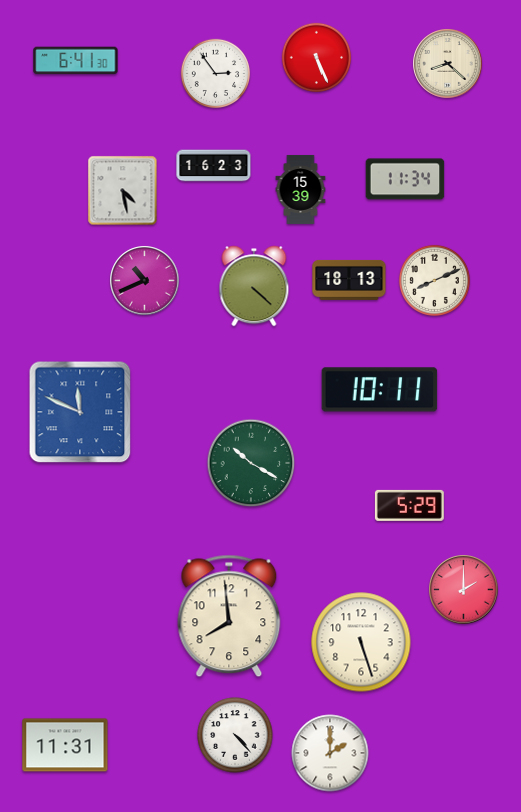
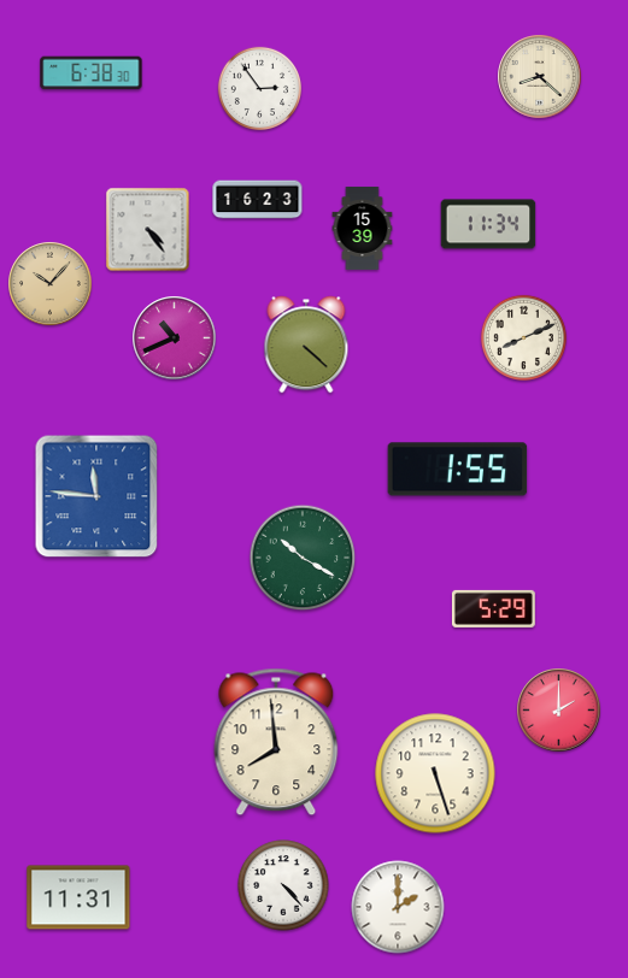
clock at (317, 58): 5:26 -> none
clock at (76, 61): 6:41 -> 6:38
clock at (405, 179) position: (405, 179) -> (488, 224)
clock at (123, 191): 4:28 -> 4:24
clock at (51, 284): none -> 10:07
clock at (349, 280): 18:13 -> none
clock at (380, 390): 10:11 -> 1:55
clock at (80, 412): 11:49 -> 11:46
